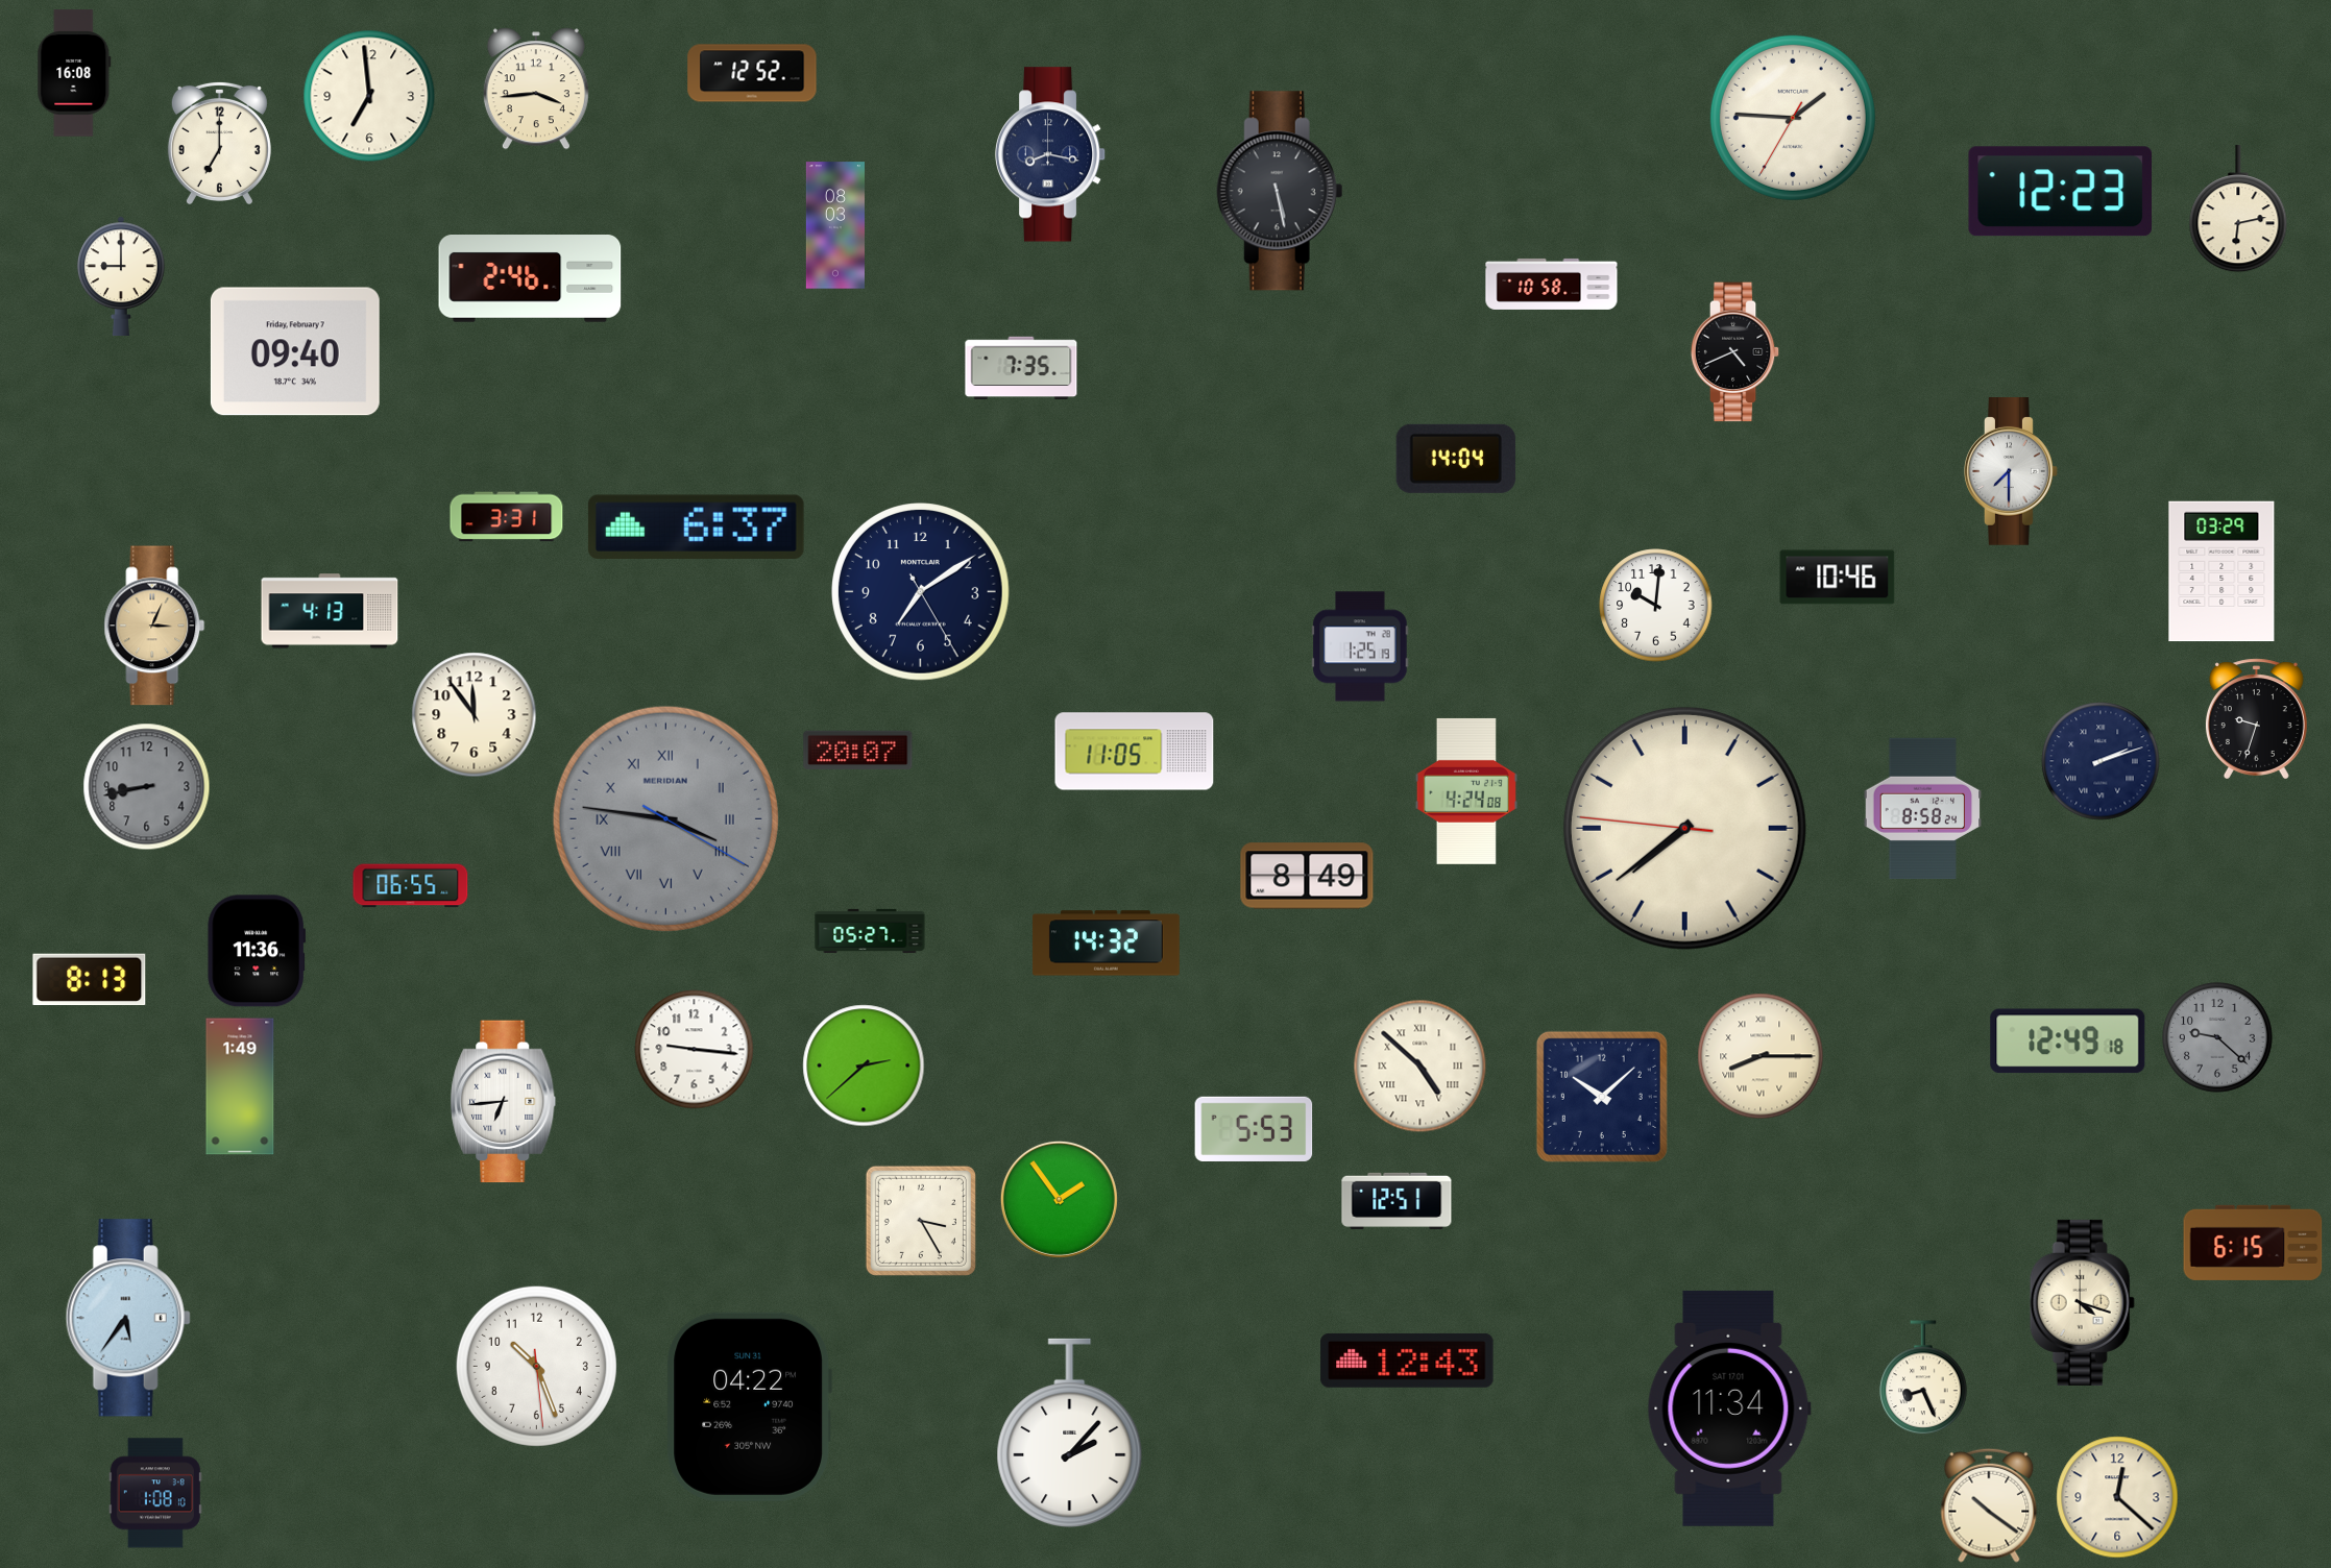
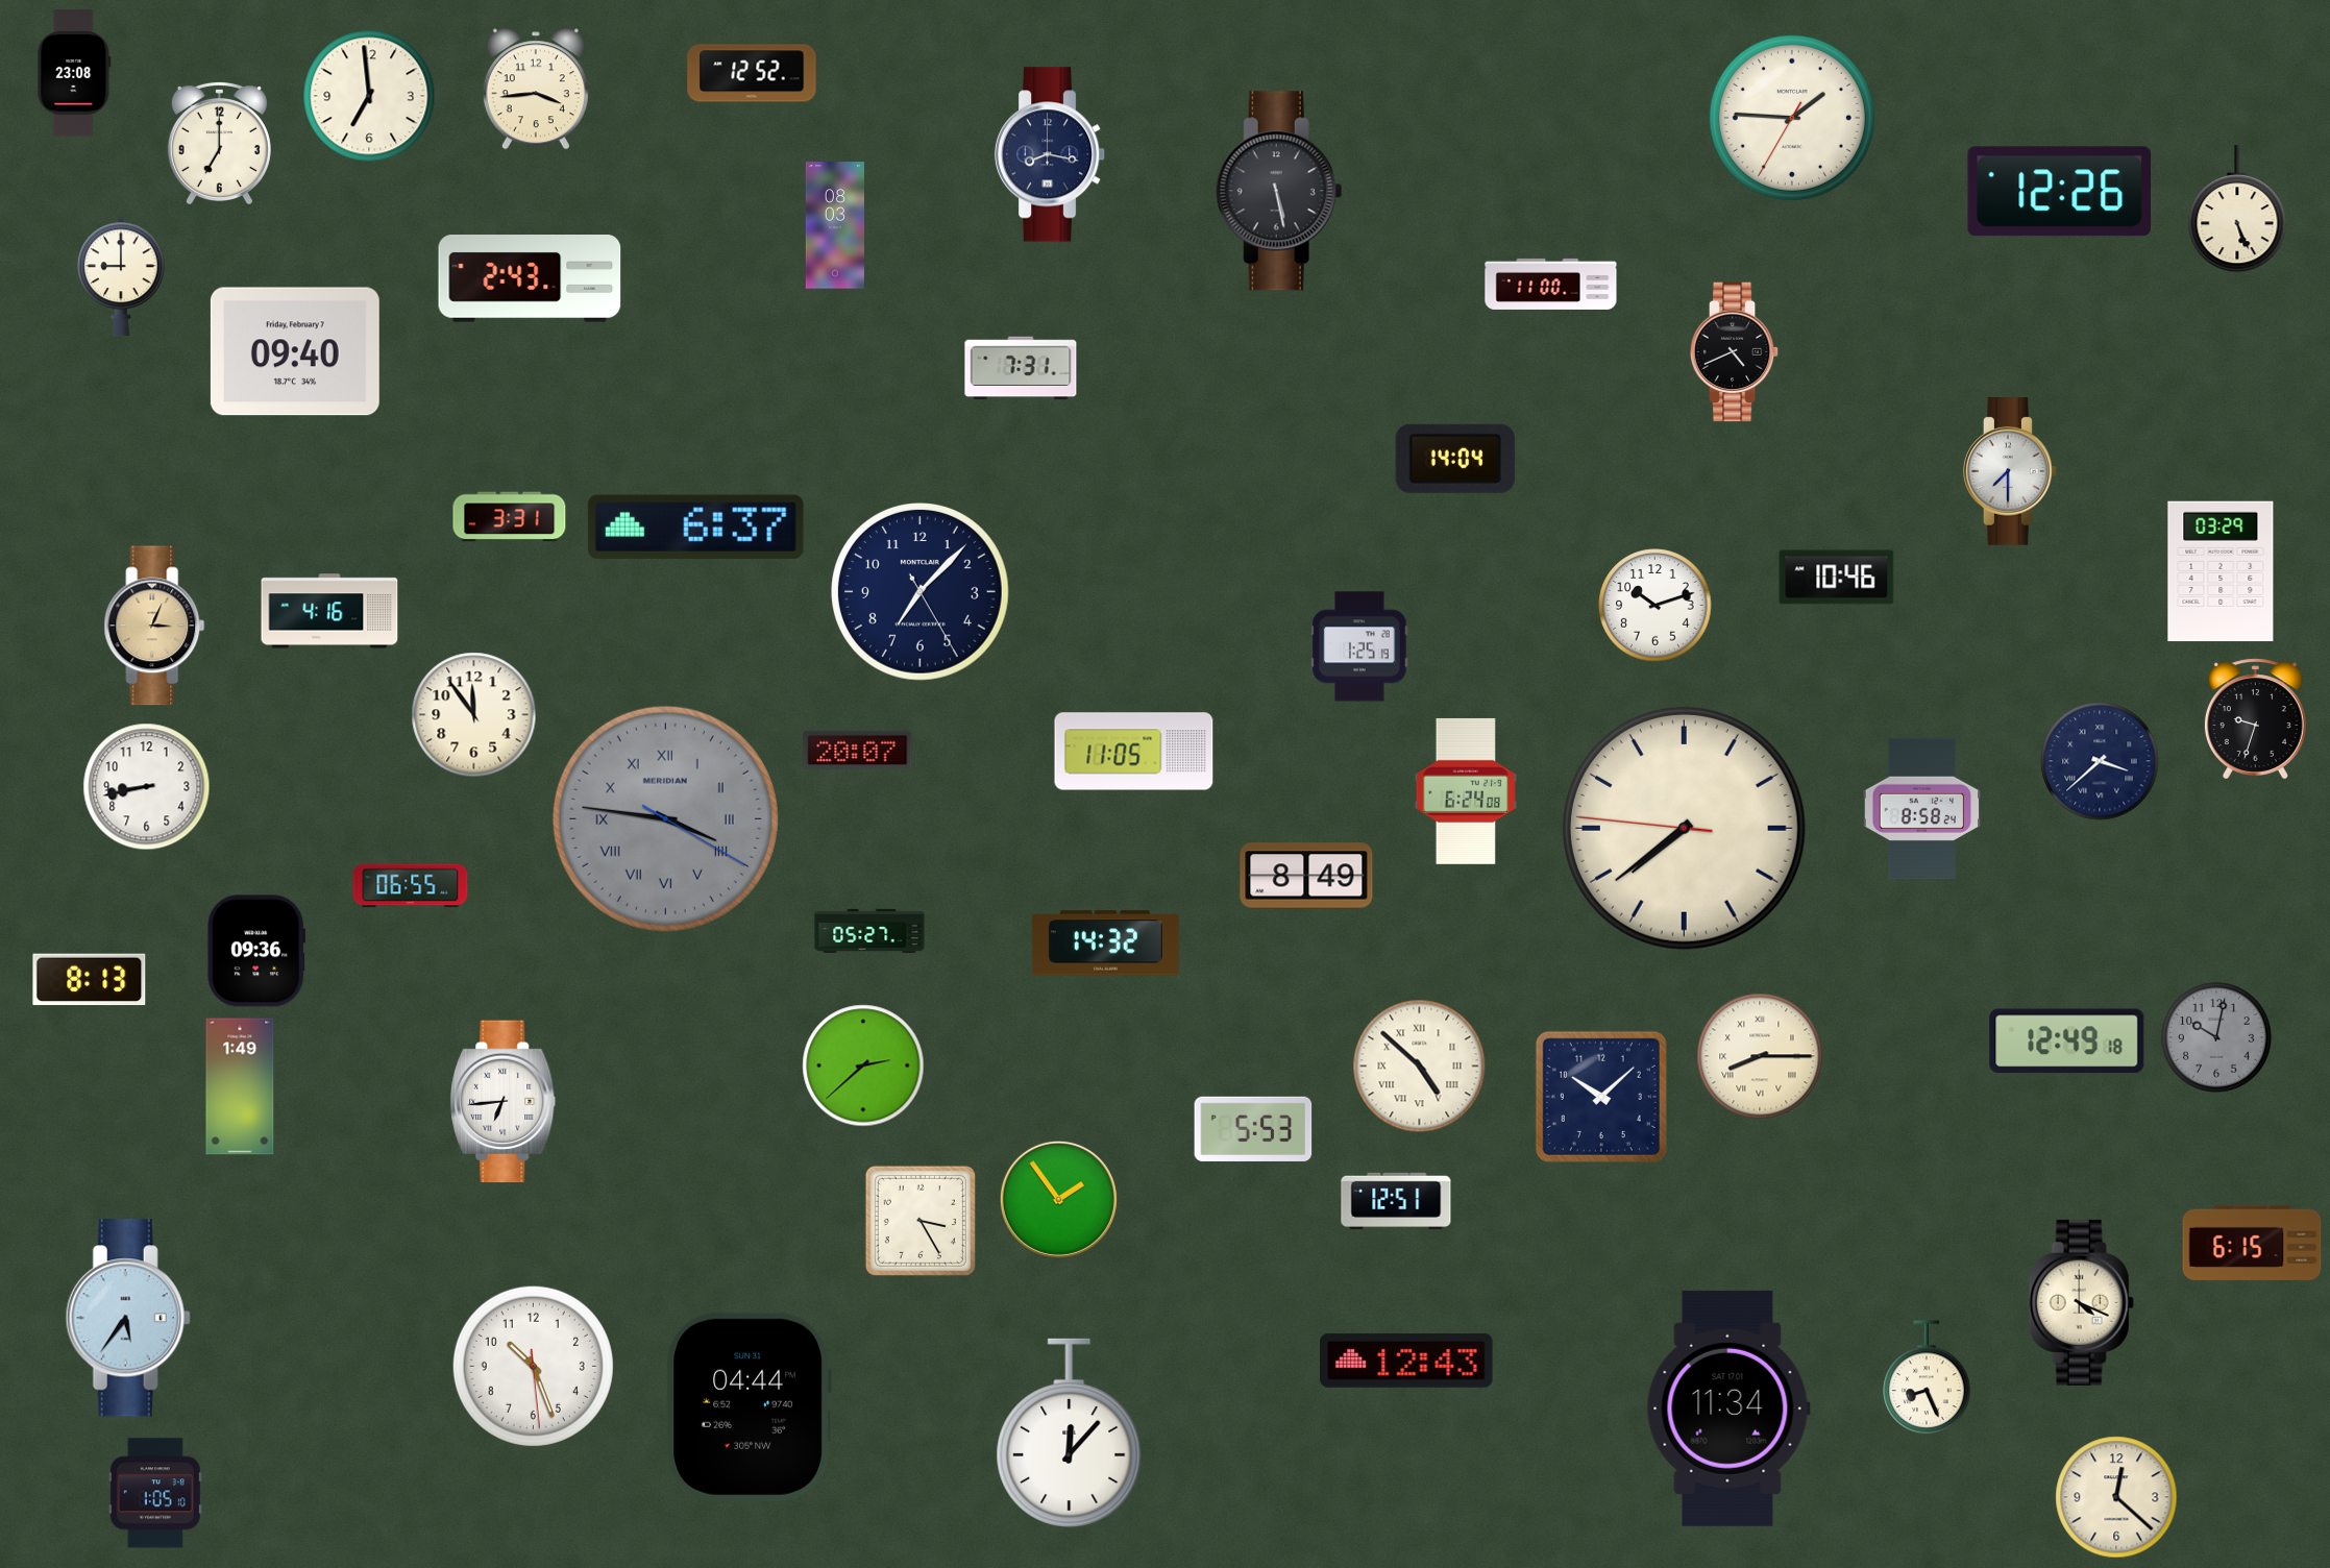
clock at (74, 73): 16:08 -> 23:08
clock at (2060, 192): 12:23 -> 12:26
clock at (2238, 210): 6:13 -> 5:26
clock at (530, 279): 2:46 -> 2:43
clock at (1552, 284): 10:58 -> 11:00
clock at (1021, 368): 7:35 -> 7:31
clock at (507, 517) position: (507, 517) -> (510, 517)
clock at (921, 592): 7:09 -> 7:07
clock at (1656, 606): 10:01 -> 10:12
clock at (330, 611): 4:13 -> 4:16
clock at (2101, 761): 2:12 -> 3:38
clock at (147, 787) dial: grey -> white
clock at (1466, 791): 4:24 -> 6:24
clock at (257, 951): 11:36 -> 09:36
clock at (2217, 1037): 9:22 -> 10:02
clock at (695, 1050): 9:16 -> none
clock at (2082, 1302): 4:18 -> 4:19
clock at (536, 1366) position: (536, 1366) -> (533, 1366)
clock at (1923, 1378) position: (1923, 1378) -> (1927, 1378)
clock at (749, 1406): 04:22 -> 04:44
clock at (1070, 1434): 2:07 -> 12:07
clock at (155, 1493): 1:08 -> 1:05
clock at (1989, 1505): 10:21 -> none
